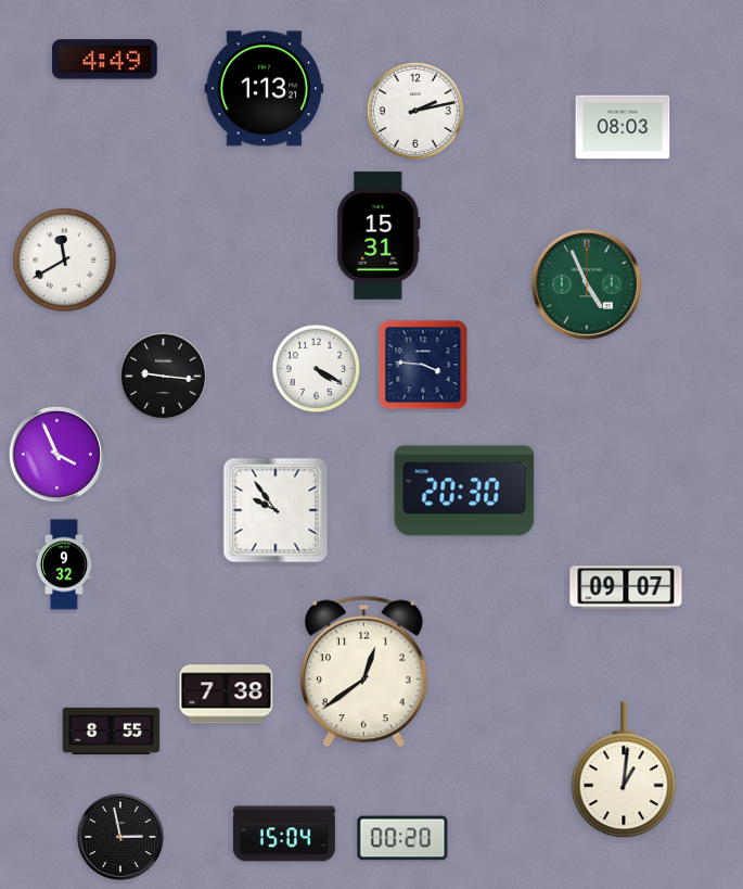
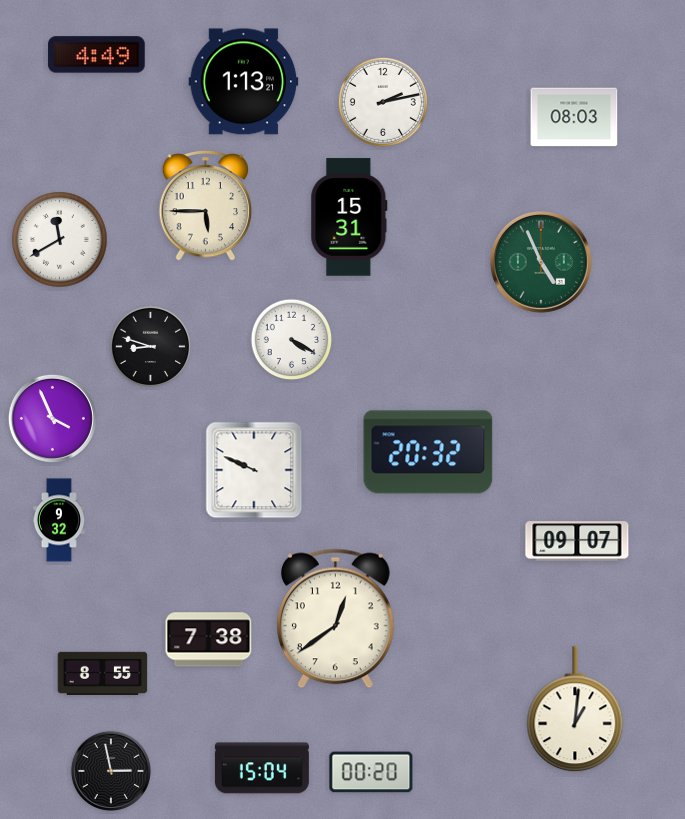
clock at (205, 205): none -> 5:45
clock at (423, 365): 3:46 -> none
clock at (164, 377): 9:16 -> 8:48
clock at (464, 491): 20:30 -> 20:32
clock at (276, 510): 9:54 -> 9:49
